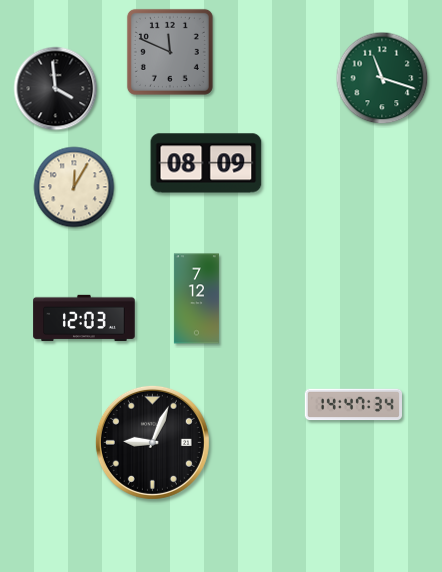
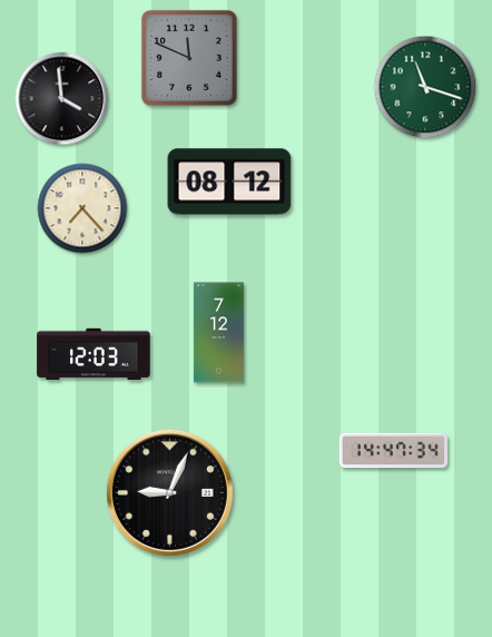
clock at (206, 163): 08:09 -> 08:12
clock at (74, 187): 12:05 -> 7:23
